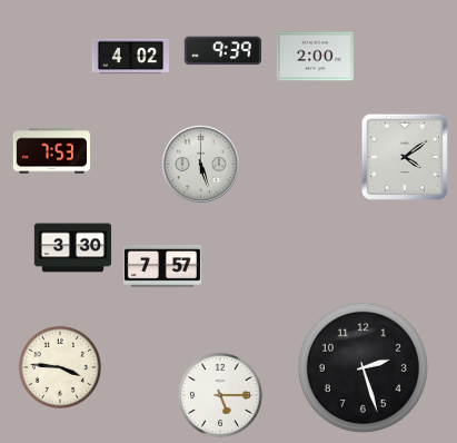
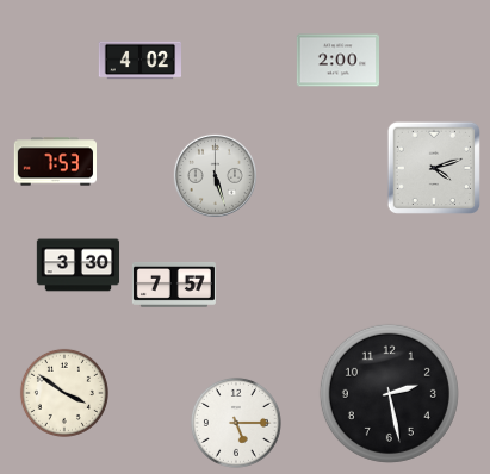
clock at (222, 51): 9:39 -> none
clock at (405, 157): 4:09 -> 4:12
clock at (60, 367): 3:46 -> 3:51
clock at (362, 367): 2:27 -> 2:28
